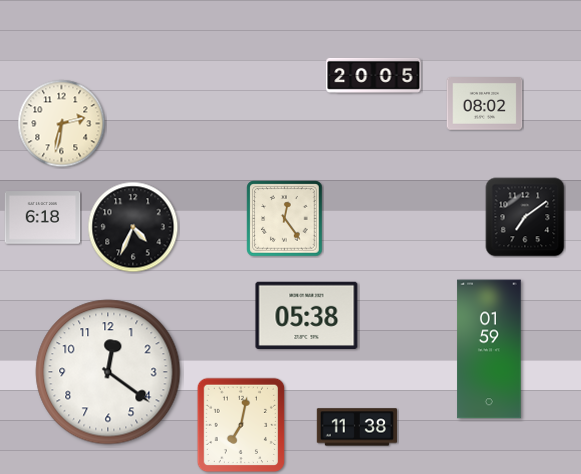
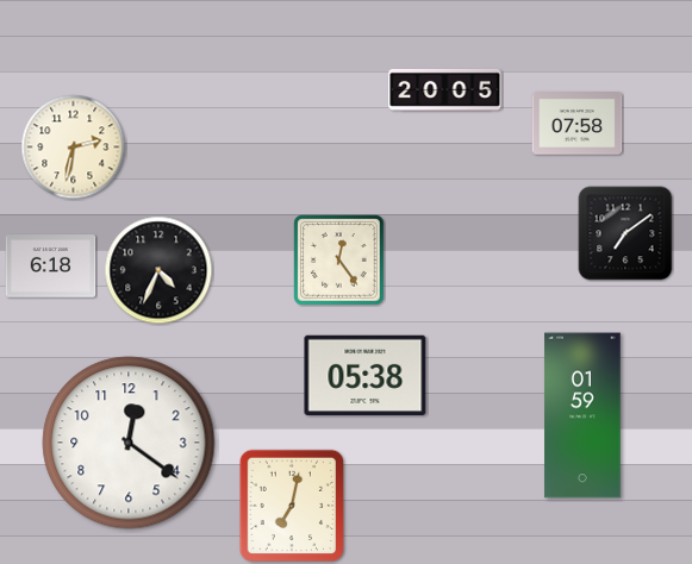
clock at (485, 104): 08:02 -> 07:58
clock at (525, 217) position: (525, 217) -> (625, 233)
clock at (43, 218) position: (43, 218) -> (51, 267)
clock at (241, 425) position: (241, 425) -> (292, 506)
clock at (357, 427): 11:38 -> none
